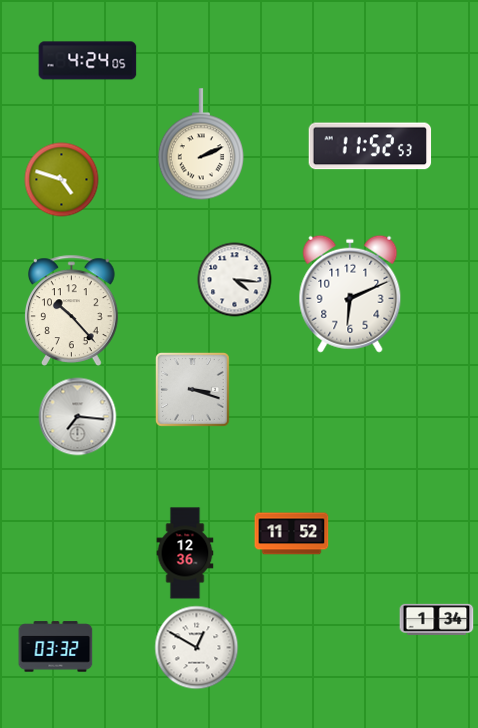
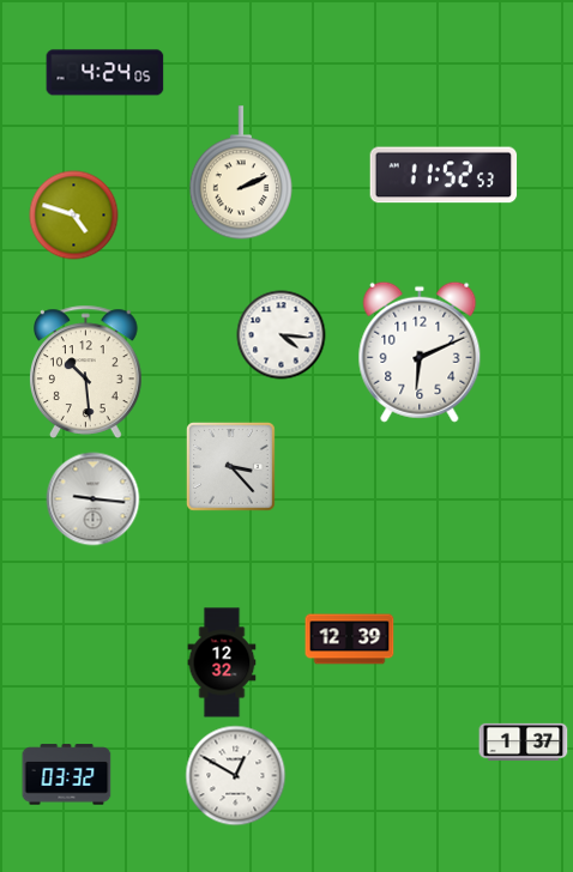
clock at (72, 310): 10:23 -> 10:29
clock at (193, 390): 3:18 -> 3:23
clock at (78, 417): 7:16 -> 9:16
clock at (292, 534): 11:52 -> 12:39
clock at (185, 553): 12:36 -> 12:32
clock at (437, 619): 1:34 -> 1:37
